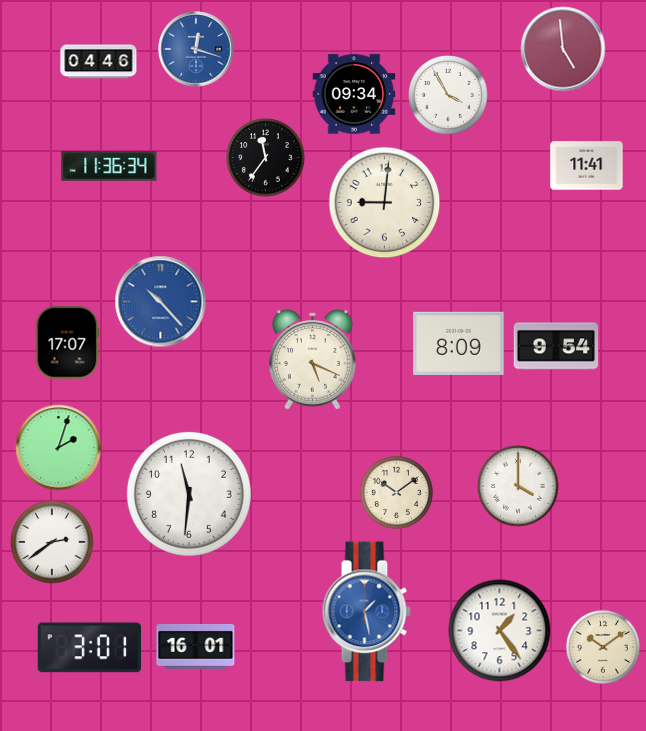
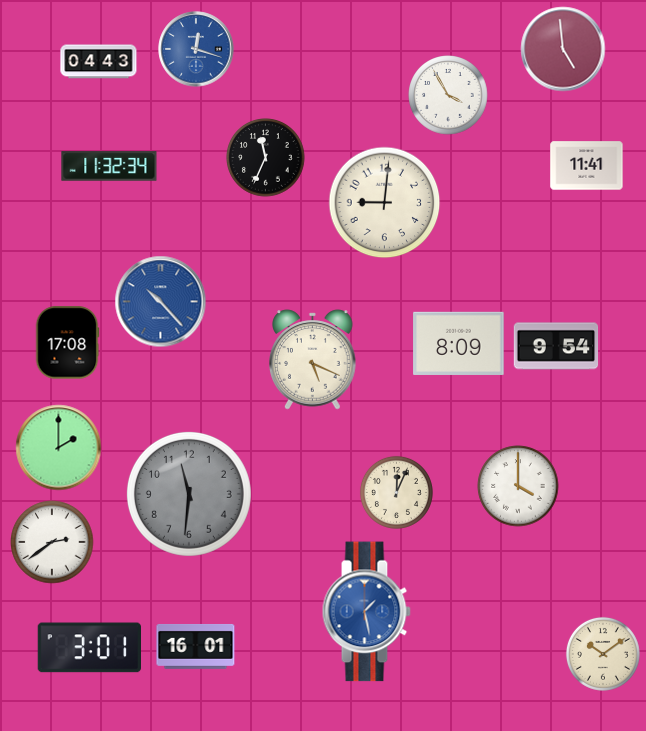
clock at (99, 62): 04:46 -> 04:43
clock at (354, 94): 09:34 -> none
clock at (266, 158): 11:36 -> 11:34
clock at (109, 166): 11:36 -> 11:32
clock at (67, 343): 17:07 -> 17:08
clock at (59, 448): 2:03 -> 2:00
clock at (396, 492): 10:09 -> 12:04
clock at (189, 494) dial: white -> grey
clock at (500, 631): 1:24 -> none
clock at (603, 647) position: (603, 647) -> (603, 654)
